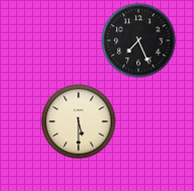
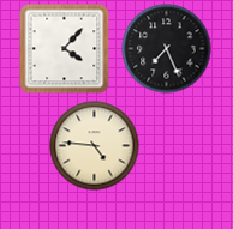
clock at (65, 49): none -> 4:07
clock at (79, 122): 5:30 -> 4:46
